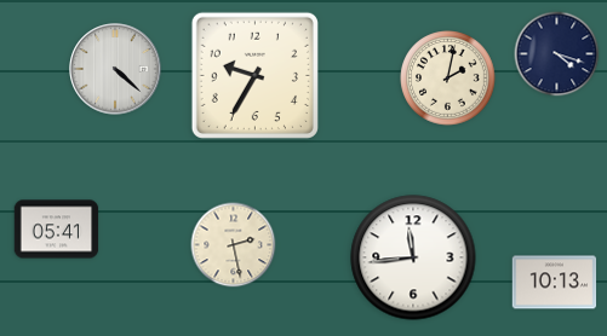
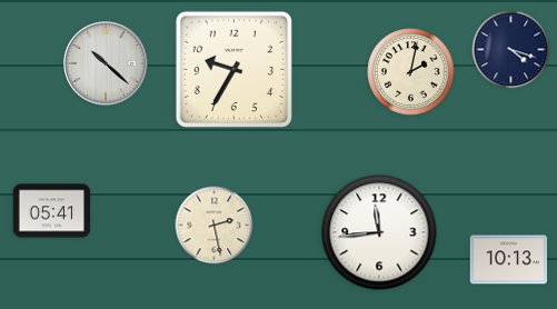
clock at (115, 69): 4:22 -> 10:22
clock at (413, 257) position: (413, 257) -> (379, 232)
